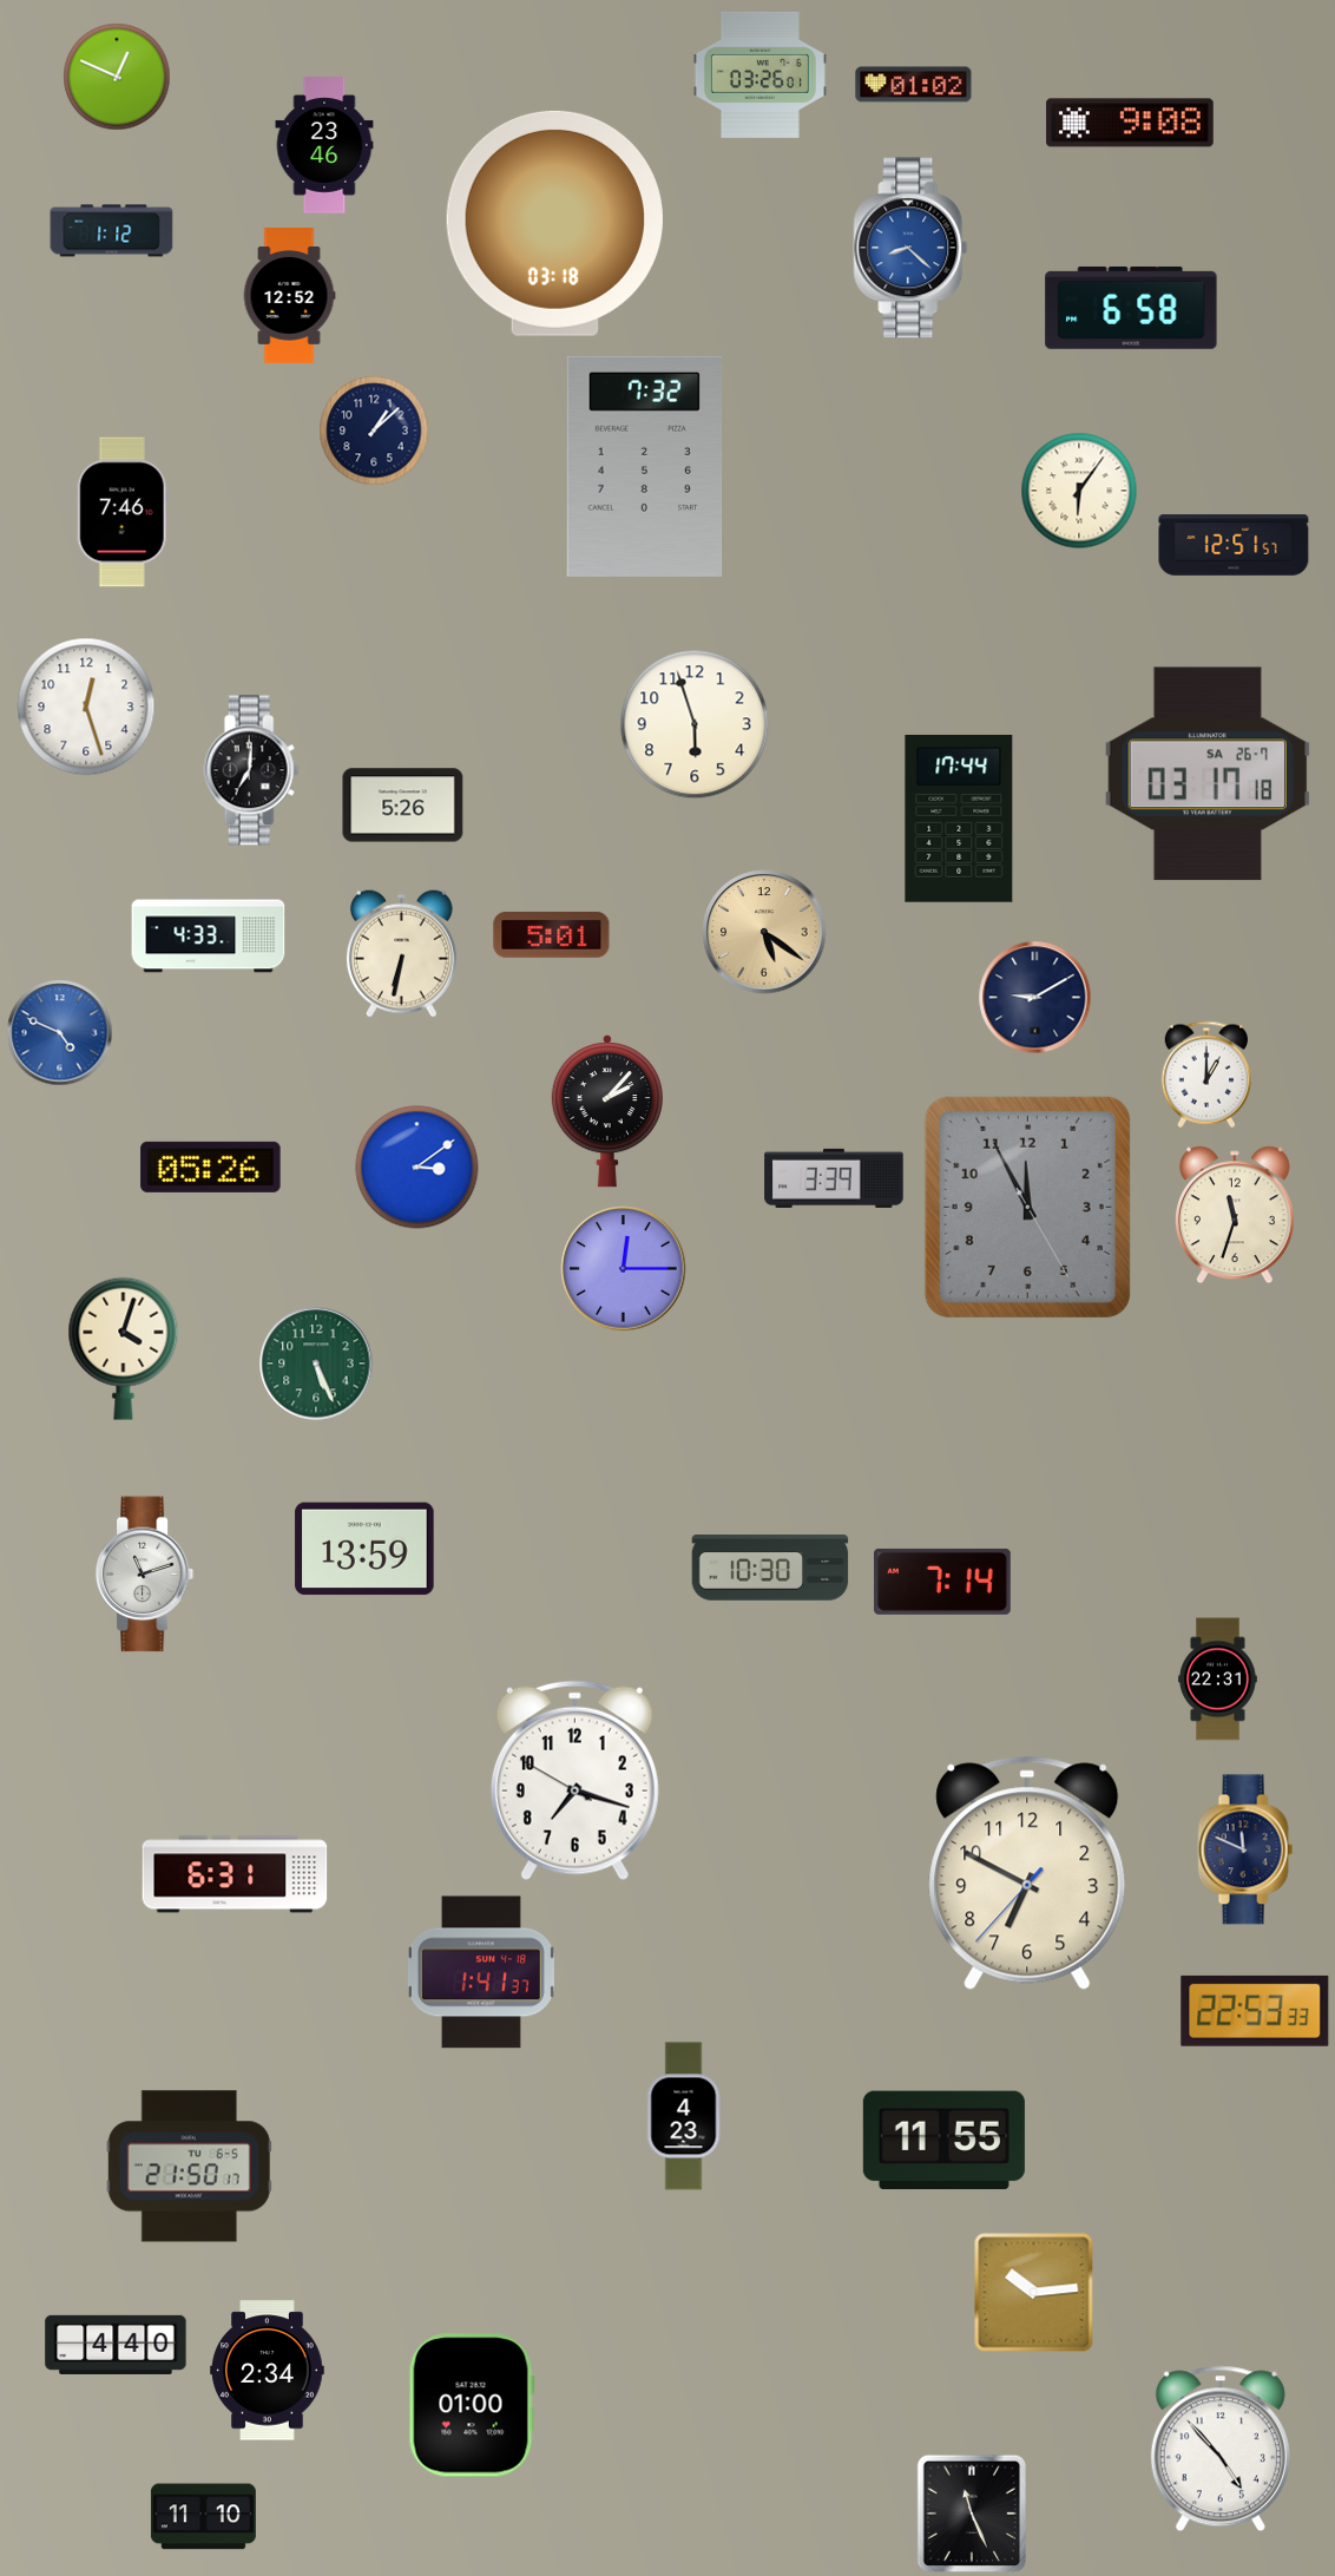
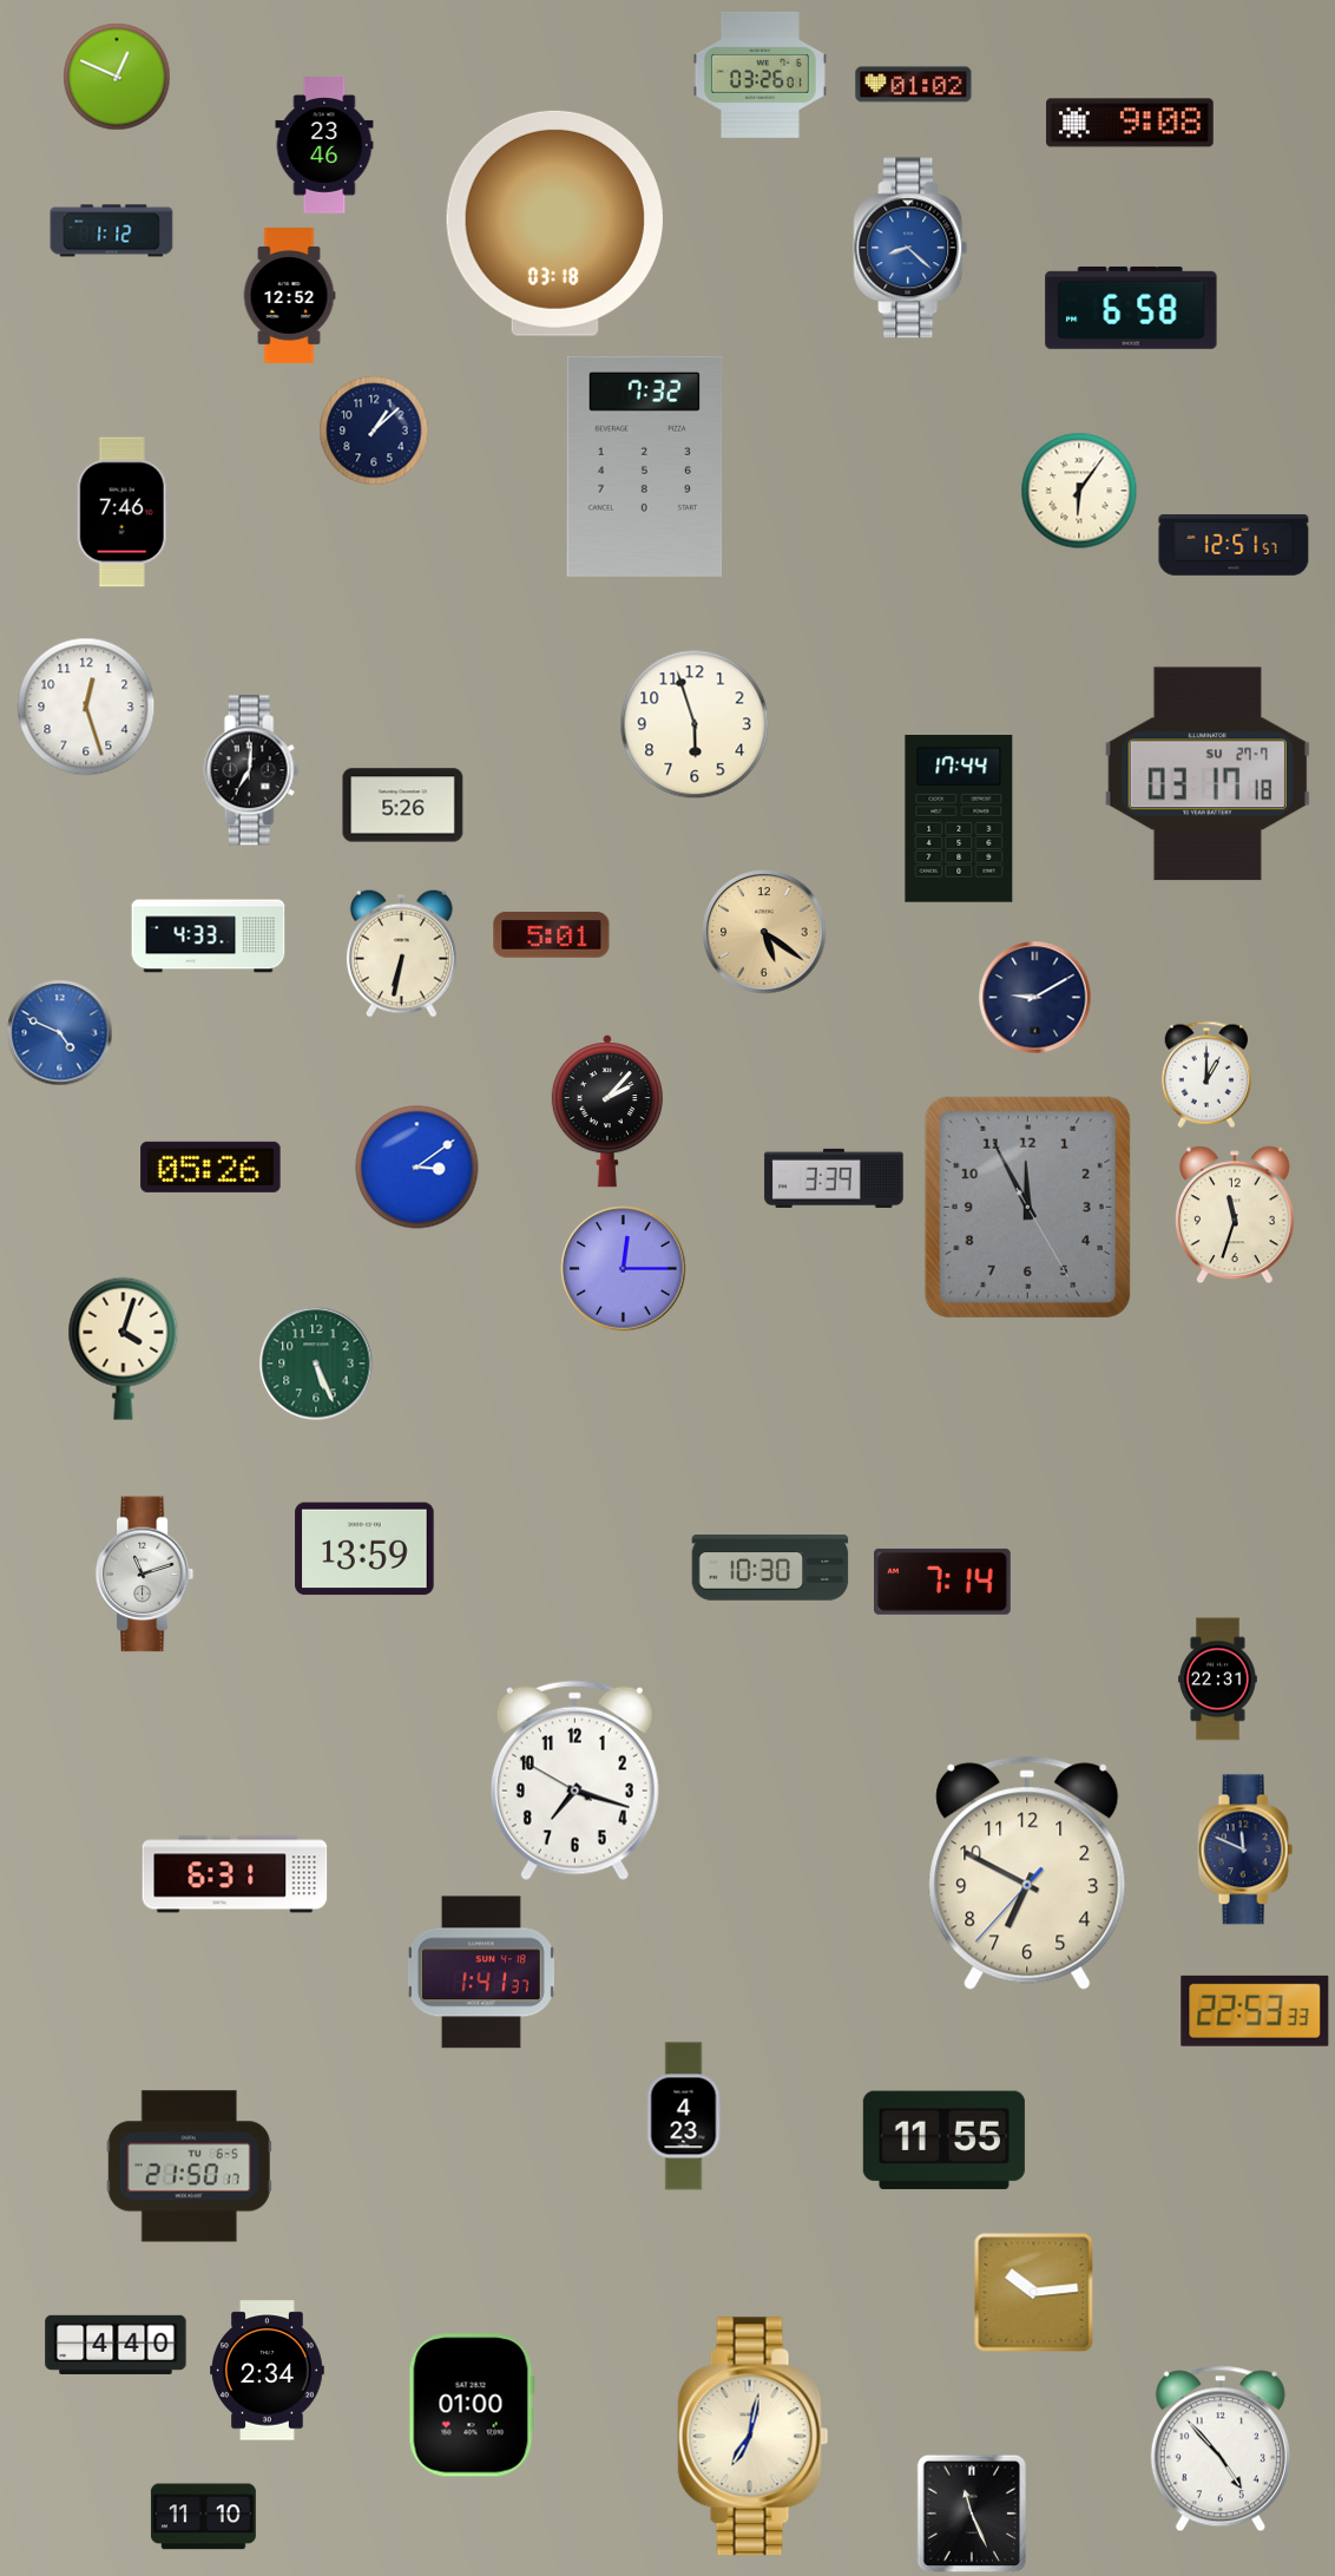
clock at (1206, 774) date: SA 26-7 -> SU 27-7
clock at (754, 2437): none -> 7:02
